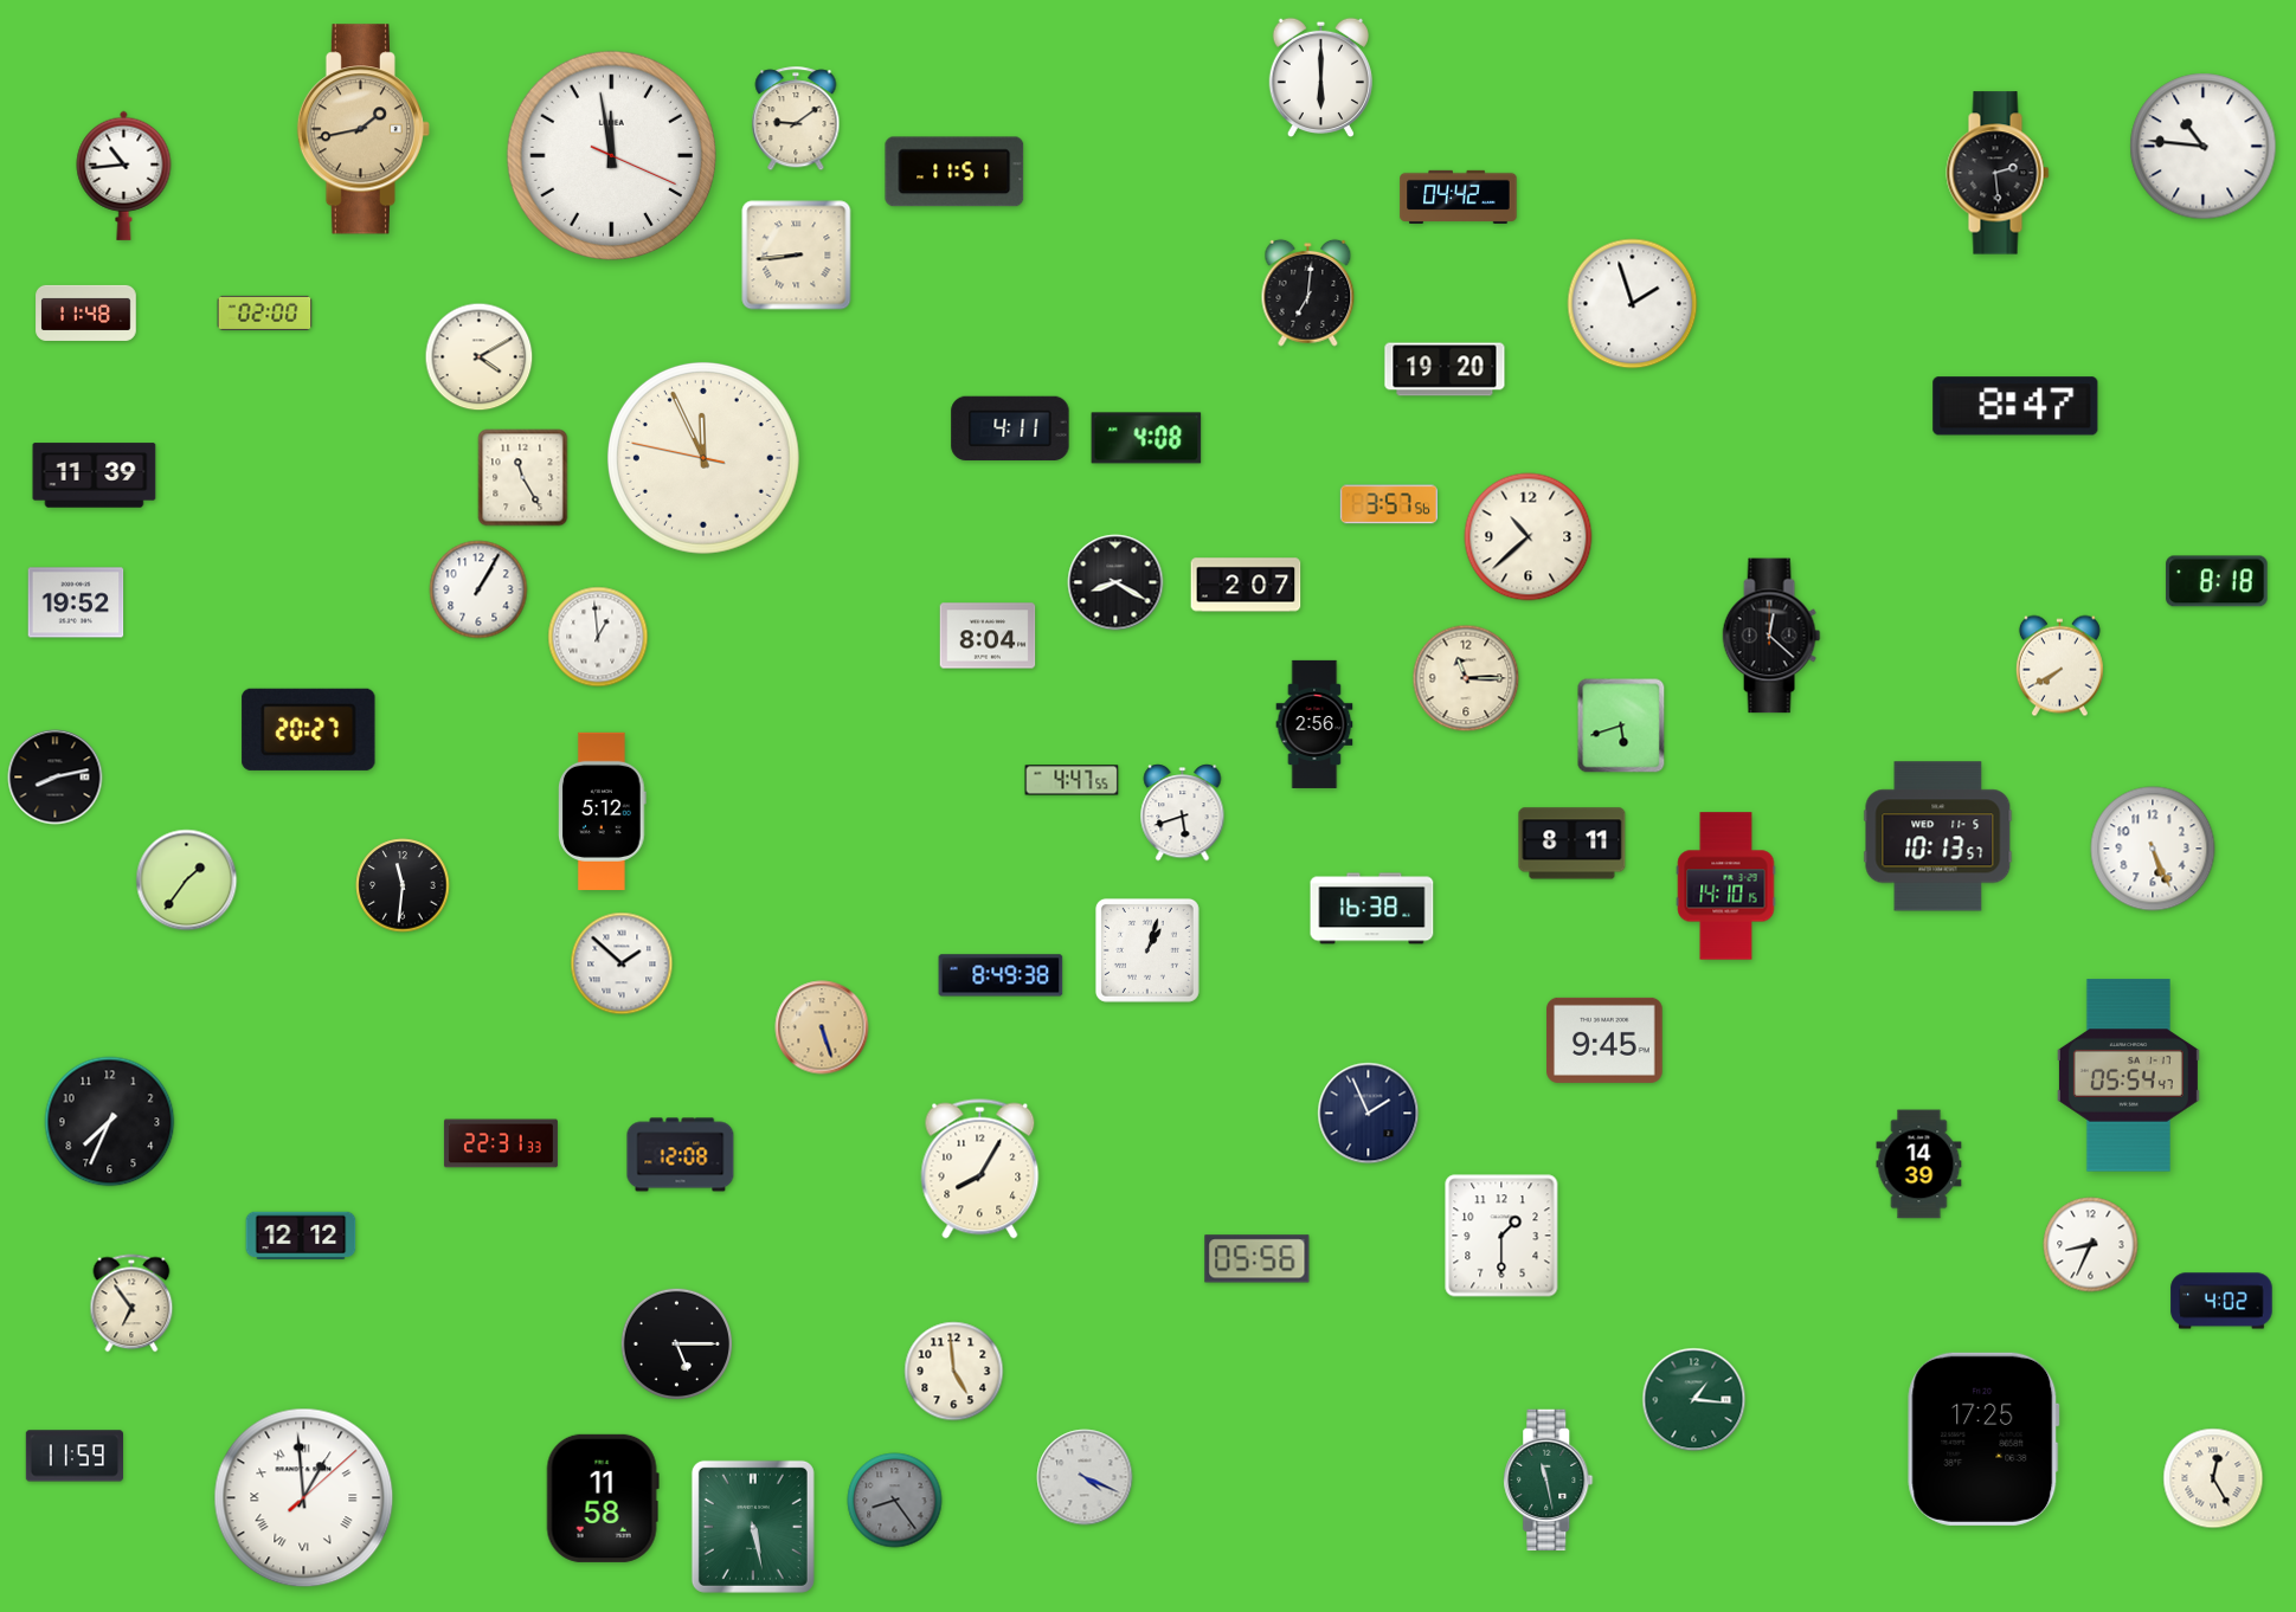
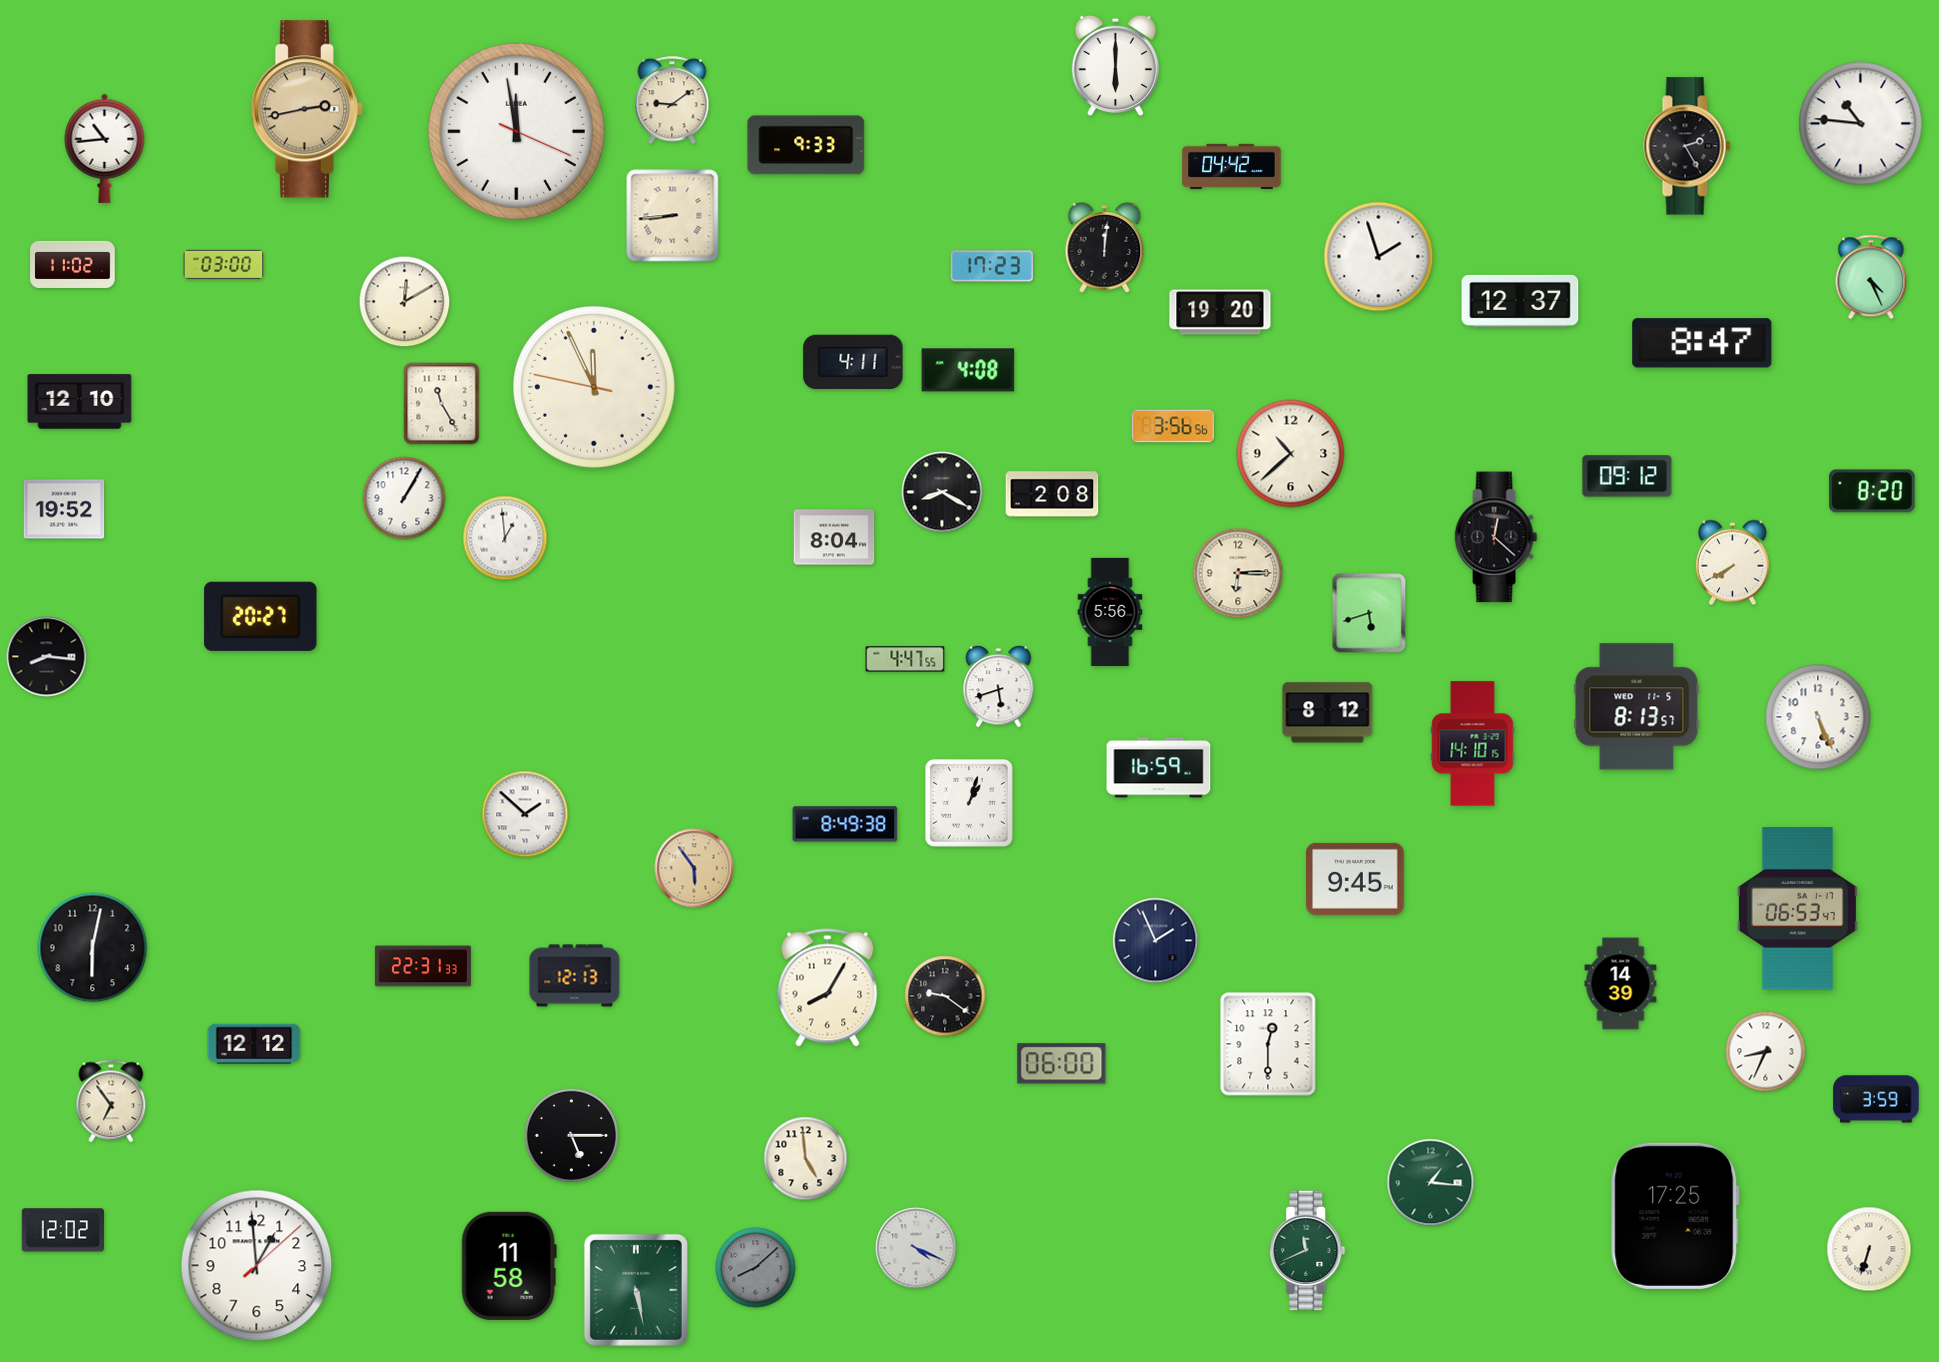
clock at (364, 129): 1:43 -> 2:43
clock at (954, 172): 11:51 -> 9:33
clock at (1998, 173): 2:29 -> 2:25
clock at (1308, 292): 7:01 -> 12:01
clock at (86, 312): 11:48 -> 11:02
clock at (265, 312): 02:00 -> 03:00
clock at (992, 266): none -> 17:23
clock at (1871, 277): none -> 4:26
clock at (1520, 301): none -> 12:37
clock at (480, 357): 4:10 -> 12:10
clock at (95, 476): 11:39 -> 12:10
clock at (1389, 504): 3:57 -> 3:56
clock at (1627, 476): none -> 09:12
clock at (2217, 581): 8:18 -> 8:20
clock at (1246, 585): 2:07 -> 2:08
clock at (2059, 666) position: (2059, 666) -> (1732, 563)
clock at (1466, 678): 11:15 -> 6:15
clock at (1314, 724): 2:56 -> 5:56
clock at (56, 778): 8:13 -> 8:16
clock at (603, 811): 5:12 -> none
clock at (1938, 837): 10:13 -> 8:13
clock at (1573, 844): 8:11 -> 8:12
clock at (187, 881): 1:36 -> none
clock at (403, 885): 11:31 -> none
clock at (1726, 886) position: (1726, 886) -> (1473, 744)
clock at (1372, 909): 16:38 -> 16:59
clock at (822, 1027): 5:27 -> 5:54
clock at (2128, 1076): 05:54 -> 06:53
clock at (110, 1122): 7:34 -> 6:02
clock at (681, 1155): 12:08 -> 12:13
clock at (945, 996): none -> 9:21
clock at (1501, 1236): 1:30 -> 12:30
clock at (1258, 1259): 05:56 -> 06:00
clock at (2221, 1301): 4:02 -> 3:59
clock at (75, 1456): 11:59 -> 12:02
clock at (2213, 1478): 12:25 -> 6:33
clock at (1549, 1481): 11:28 -> 11:41
clock at (304, 1498) numerals: Roman -> Arabic
clock at (895, 1501): 8:24 -> 8:08
